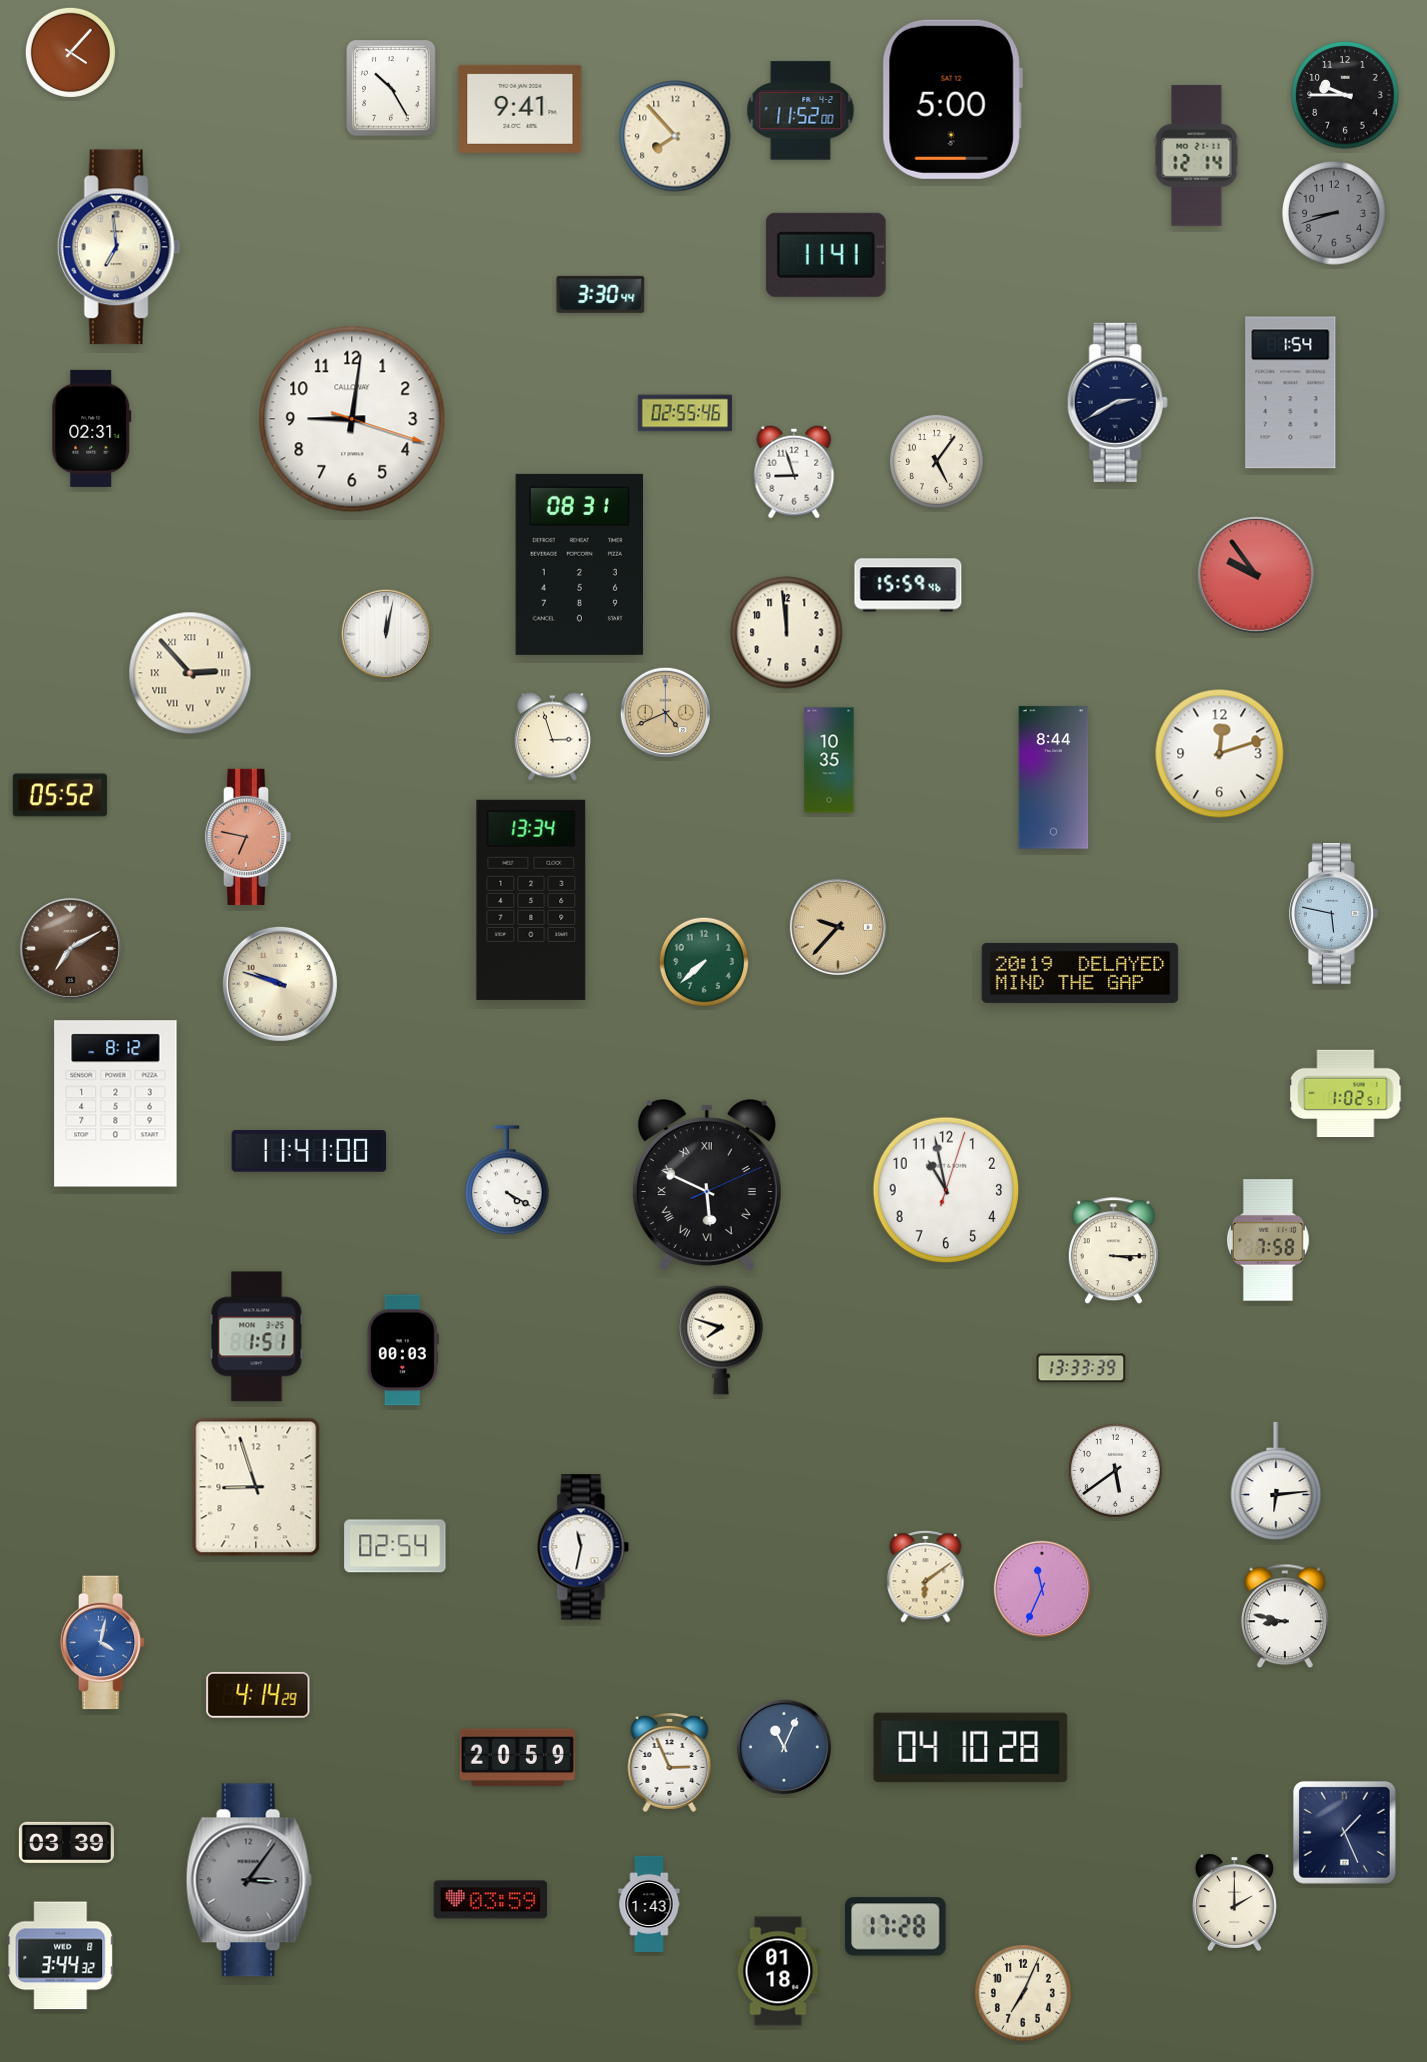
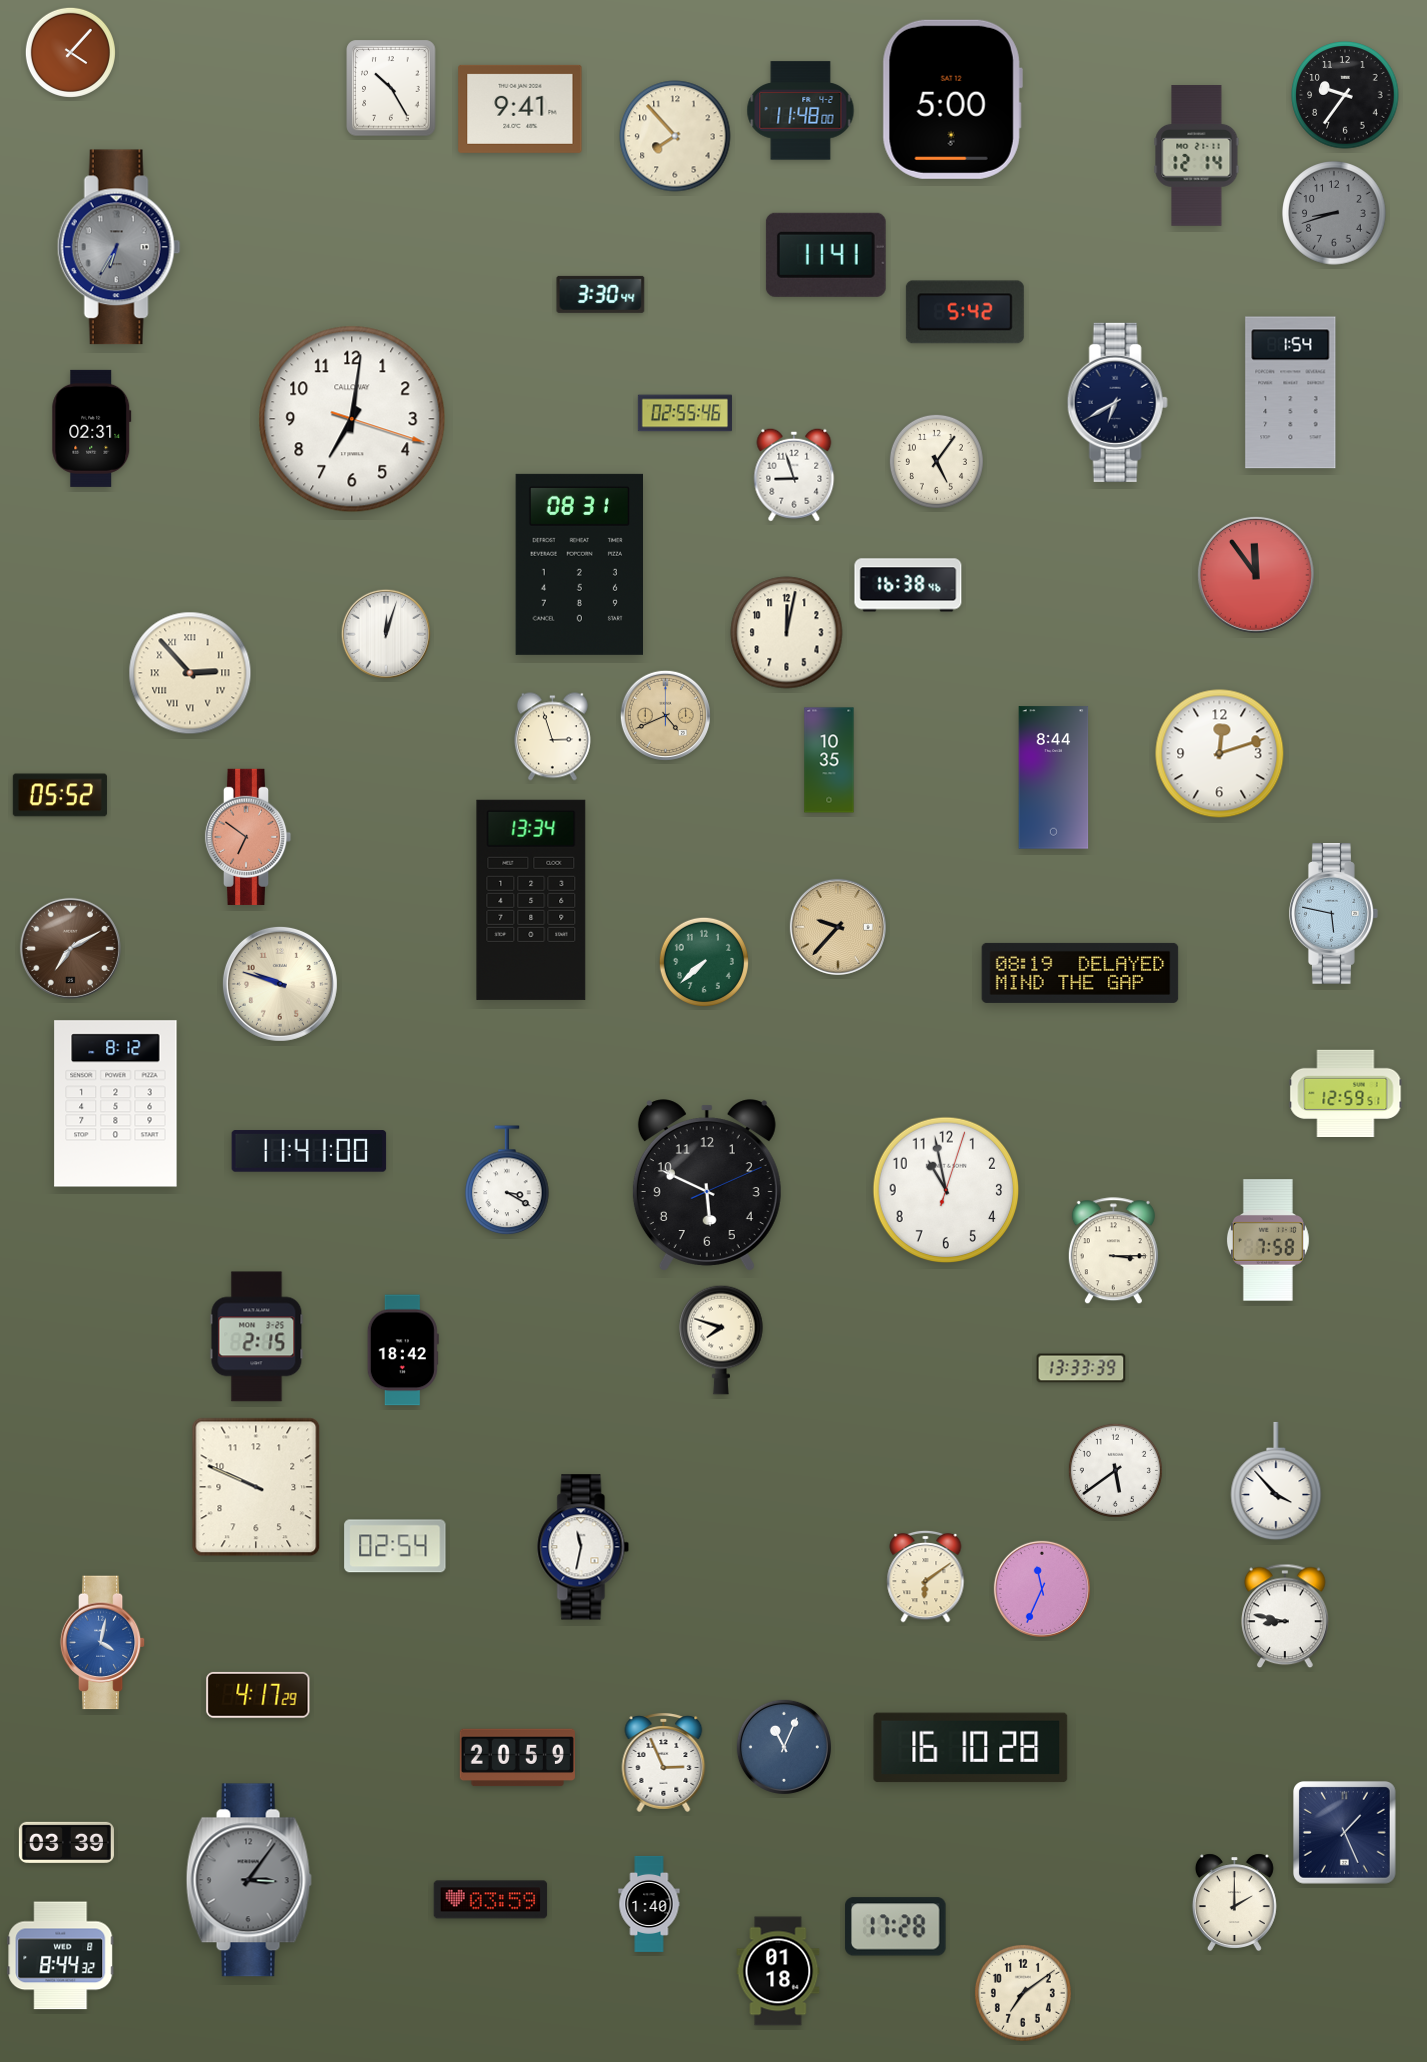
clock at (1345, 95): 9:45 -> 9:36
clock at (801, 111): 11:52 -> 11:48
clock at (119, 247): 6:59 -> 6:35
clock at (119, 247) dial: cream -> grey
clock at (965, 312): none -> 5:42
clock at (1117, 402): 2:40 -> 6:40
clock at (352, 419): 9:01 -> 7:01
clock at (794, 472) position: (794, 472) -> (794, 475)
clock at (1256, 575): 9:54 -> 11:54
clock at (908, 585): 15:59 -> 16:38
clock at (385, 633): 12:02 -> 12:03
clock at (787, 633): 11:59 -> 12:02
clock at (665, 712) position: (665, 712) -> (665, 715)
clock at (248, 837): 6:47 -> 6:51
clock at (1080, 973): 20:19 -> 08:19
clock at (1346, 1093): 1:02 -> 12:59
clock at (507, 1181): 4:20 -> 3:20
clock at (707, 1185) numerals: Roman -> Arabic
clock at (257, 1337): 1:51 -> 2:15
clock at (403, 1350): 00:03 -> 18:42
clock at (1276, 1481): 6:14 -> 3:53
clock at (256, 1487): 8:57 -> 9:49
clock at (258, 1695): 4:14 -> 4:17
clock at (971, 1748): 04:10 -> 16:10
clock at (670, 1762) position: (670, 1762) -> (664, 1762)
clock at (649, 1904): 1:43 -> 1:40
clock at (61, 1956): 3:44 -> 8:44
clock at (1023, 1993): 7:04 -> 7:09
